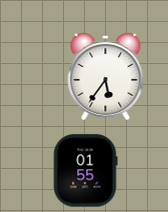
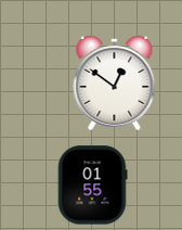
clock at (106, 76): 5:36 -> 12:51
